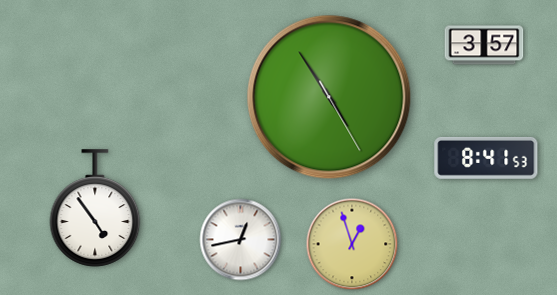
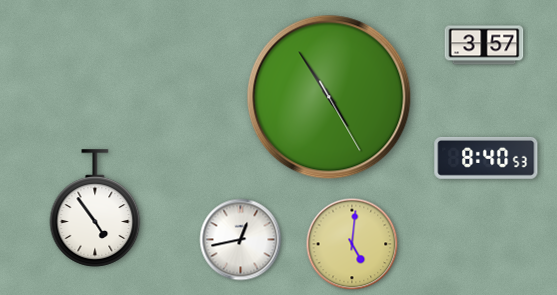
clock at (486, 158): 8:41 -> 8:40
clock at (352, 244): 12:57 -> 5:01
